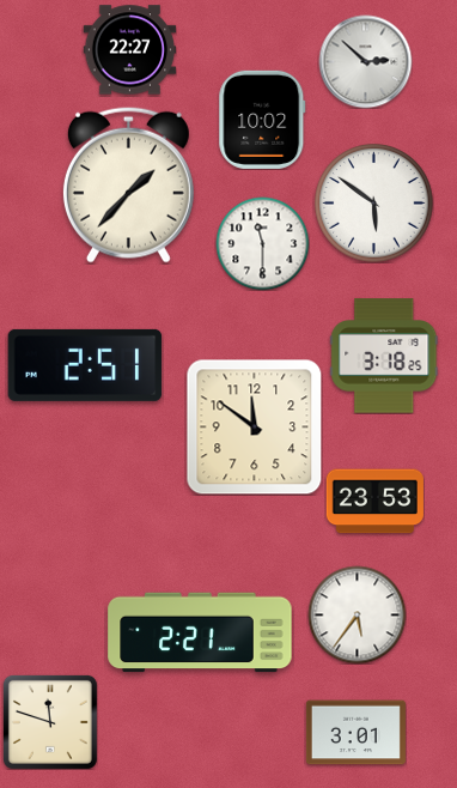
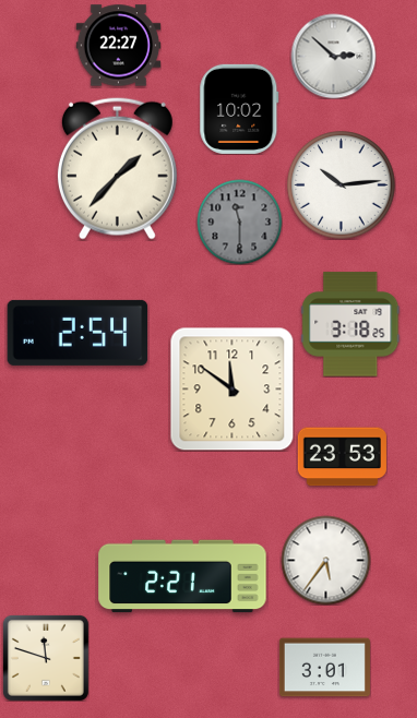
clock at (374, 204): 5:51 -> 10:14
clock at (262, 243) dial: white -> grey
clock at (85, 365): 2:51 -> 2:54
